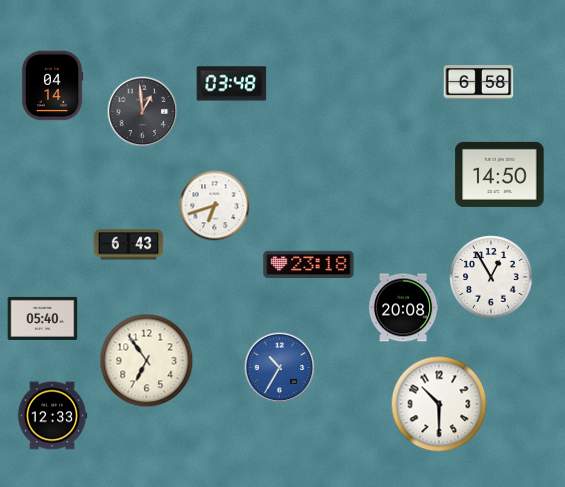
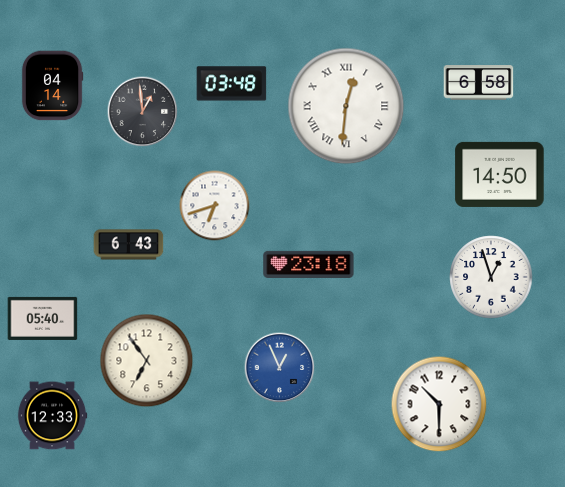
clock at (346, 106): none -> 12:31
clock at (491, 277): 12:55 -> 12:57
clock at (403, 308): 20:08 -> none
clock at (280, 368): 10:35 -> 12:56
